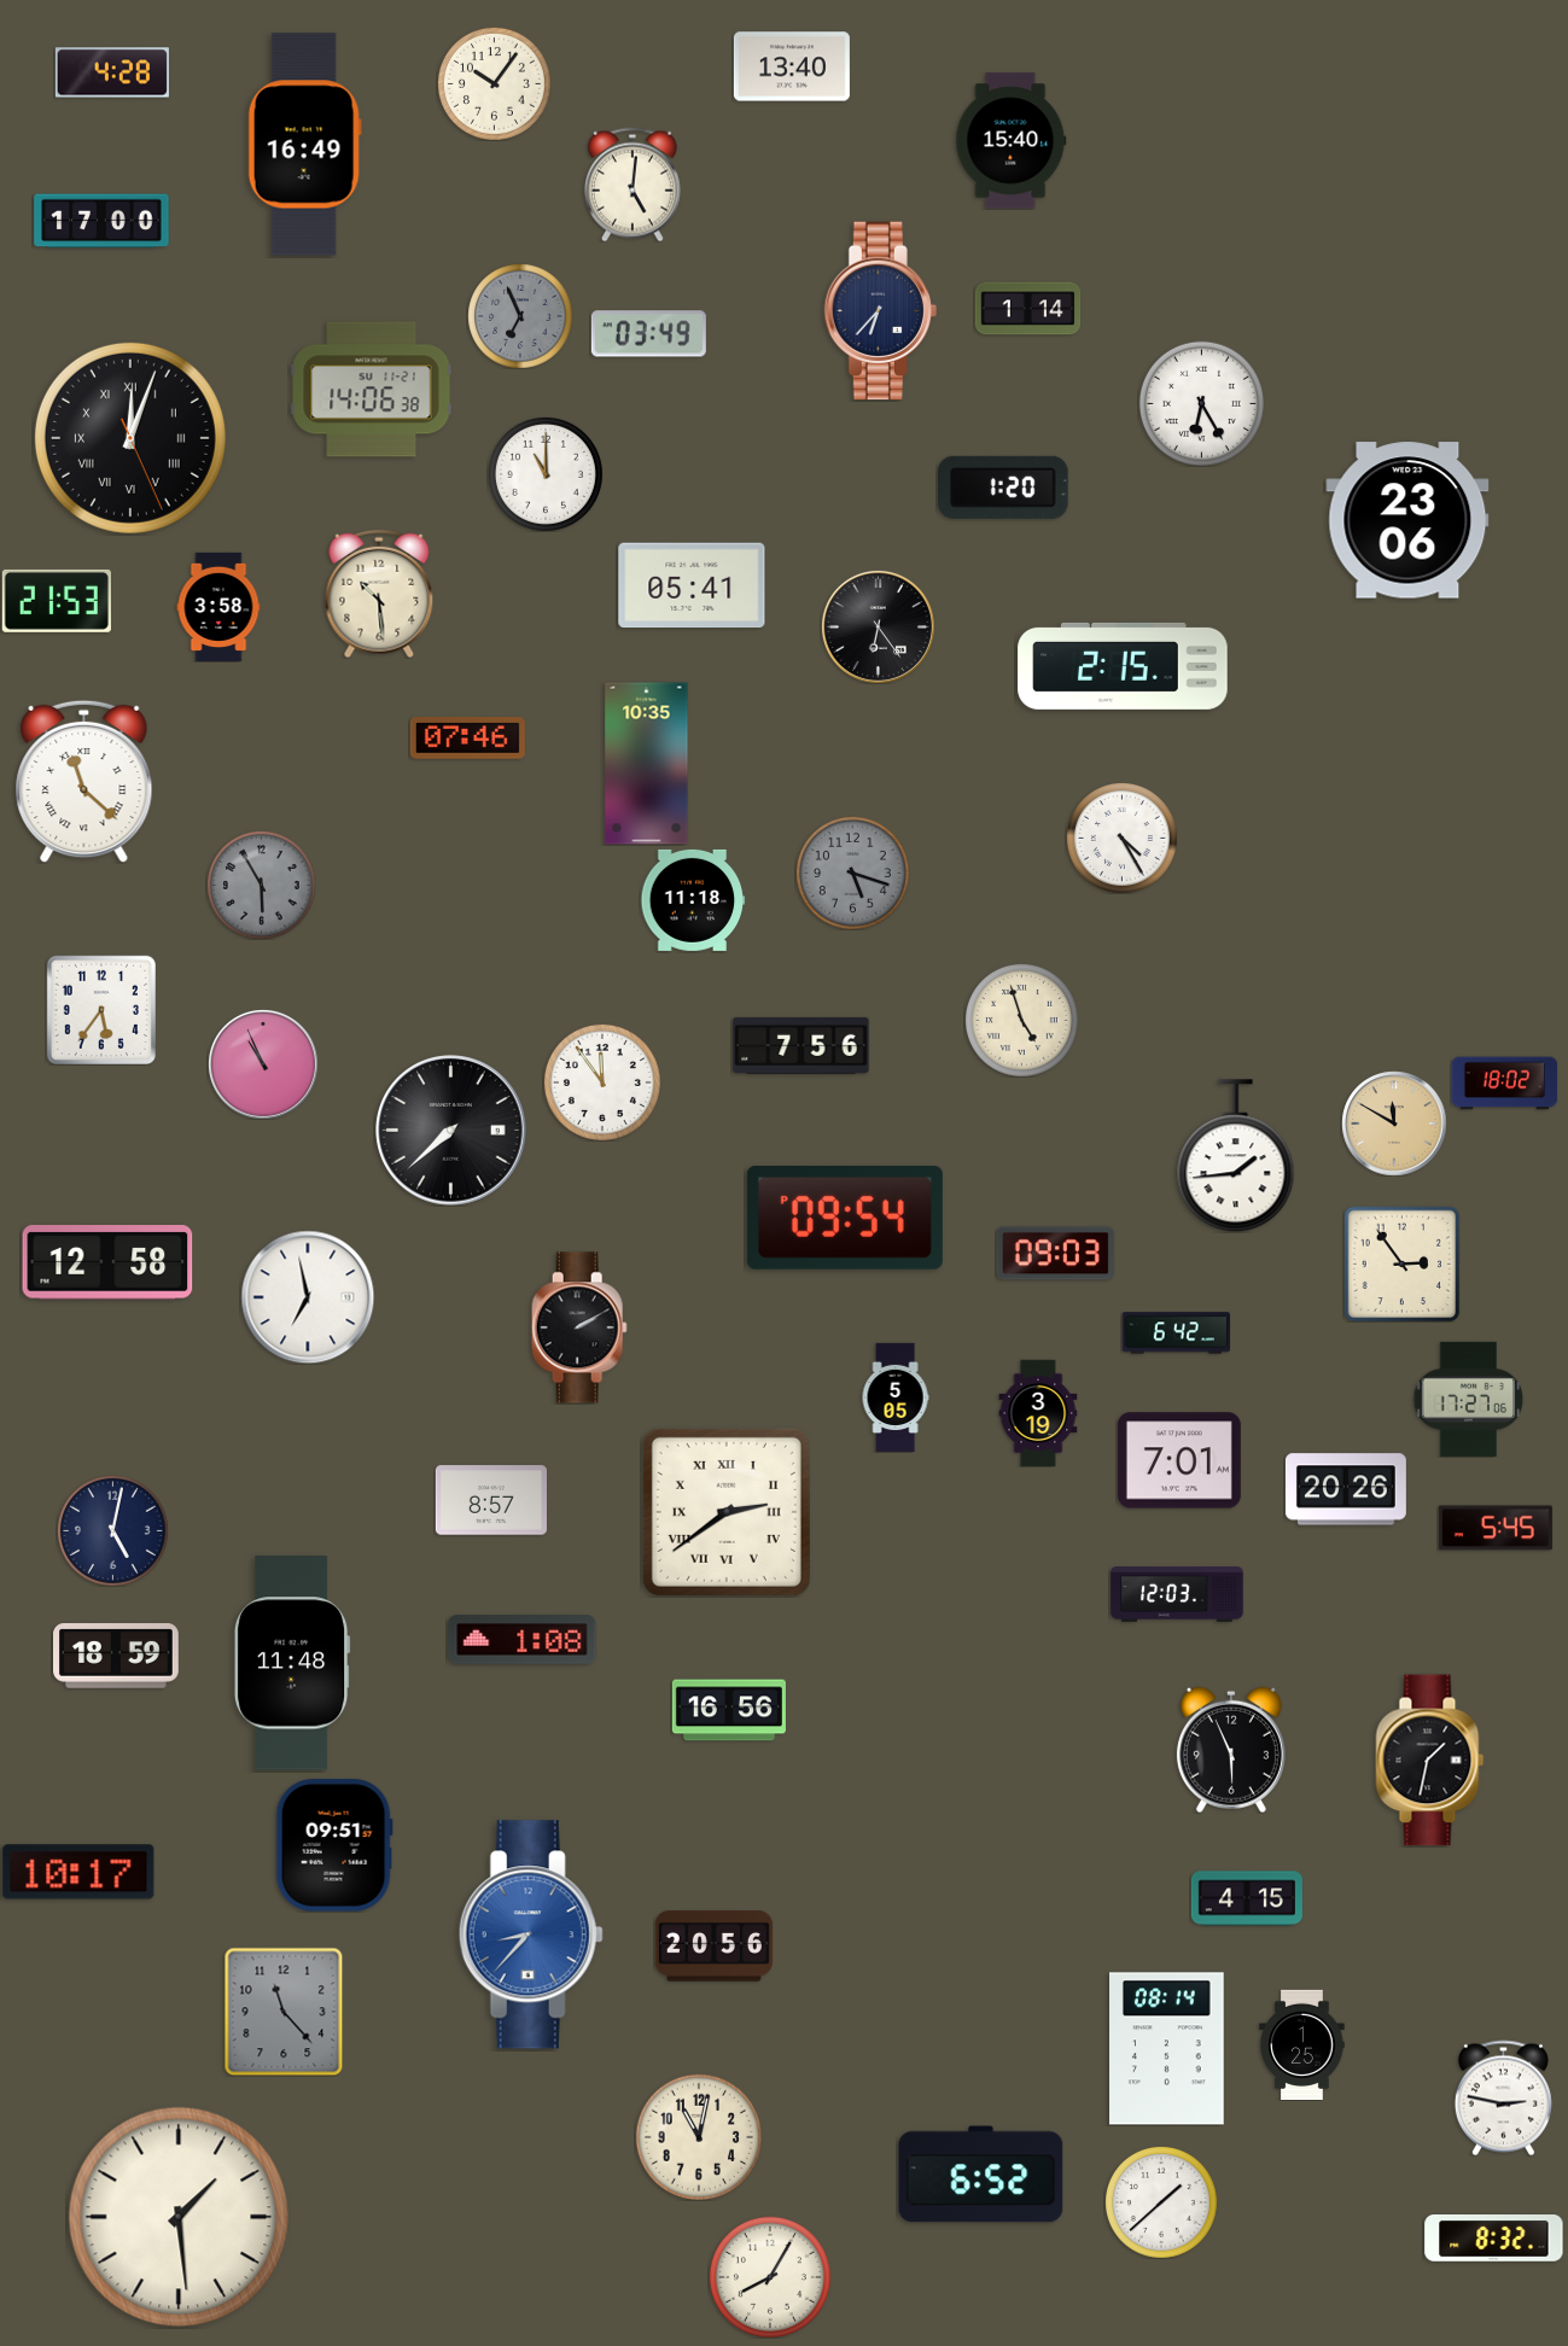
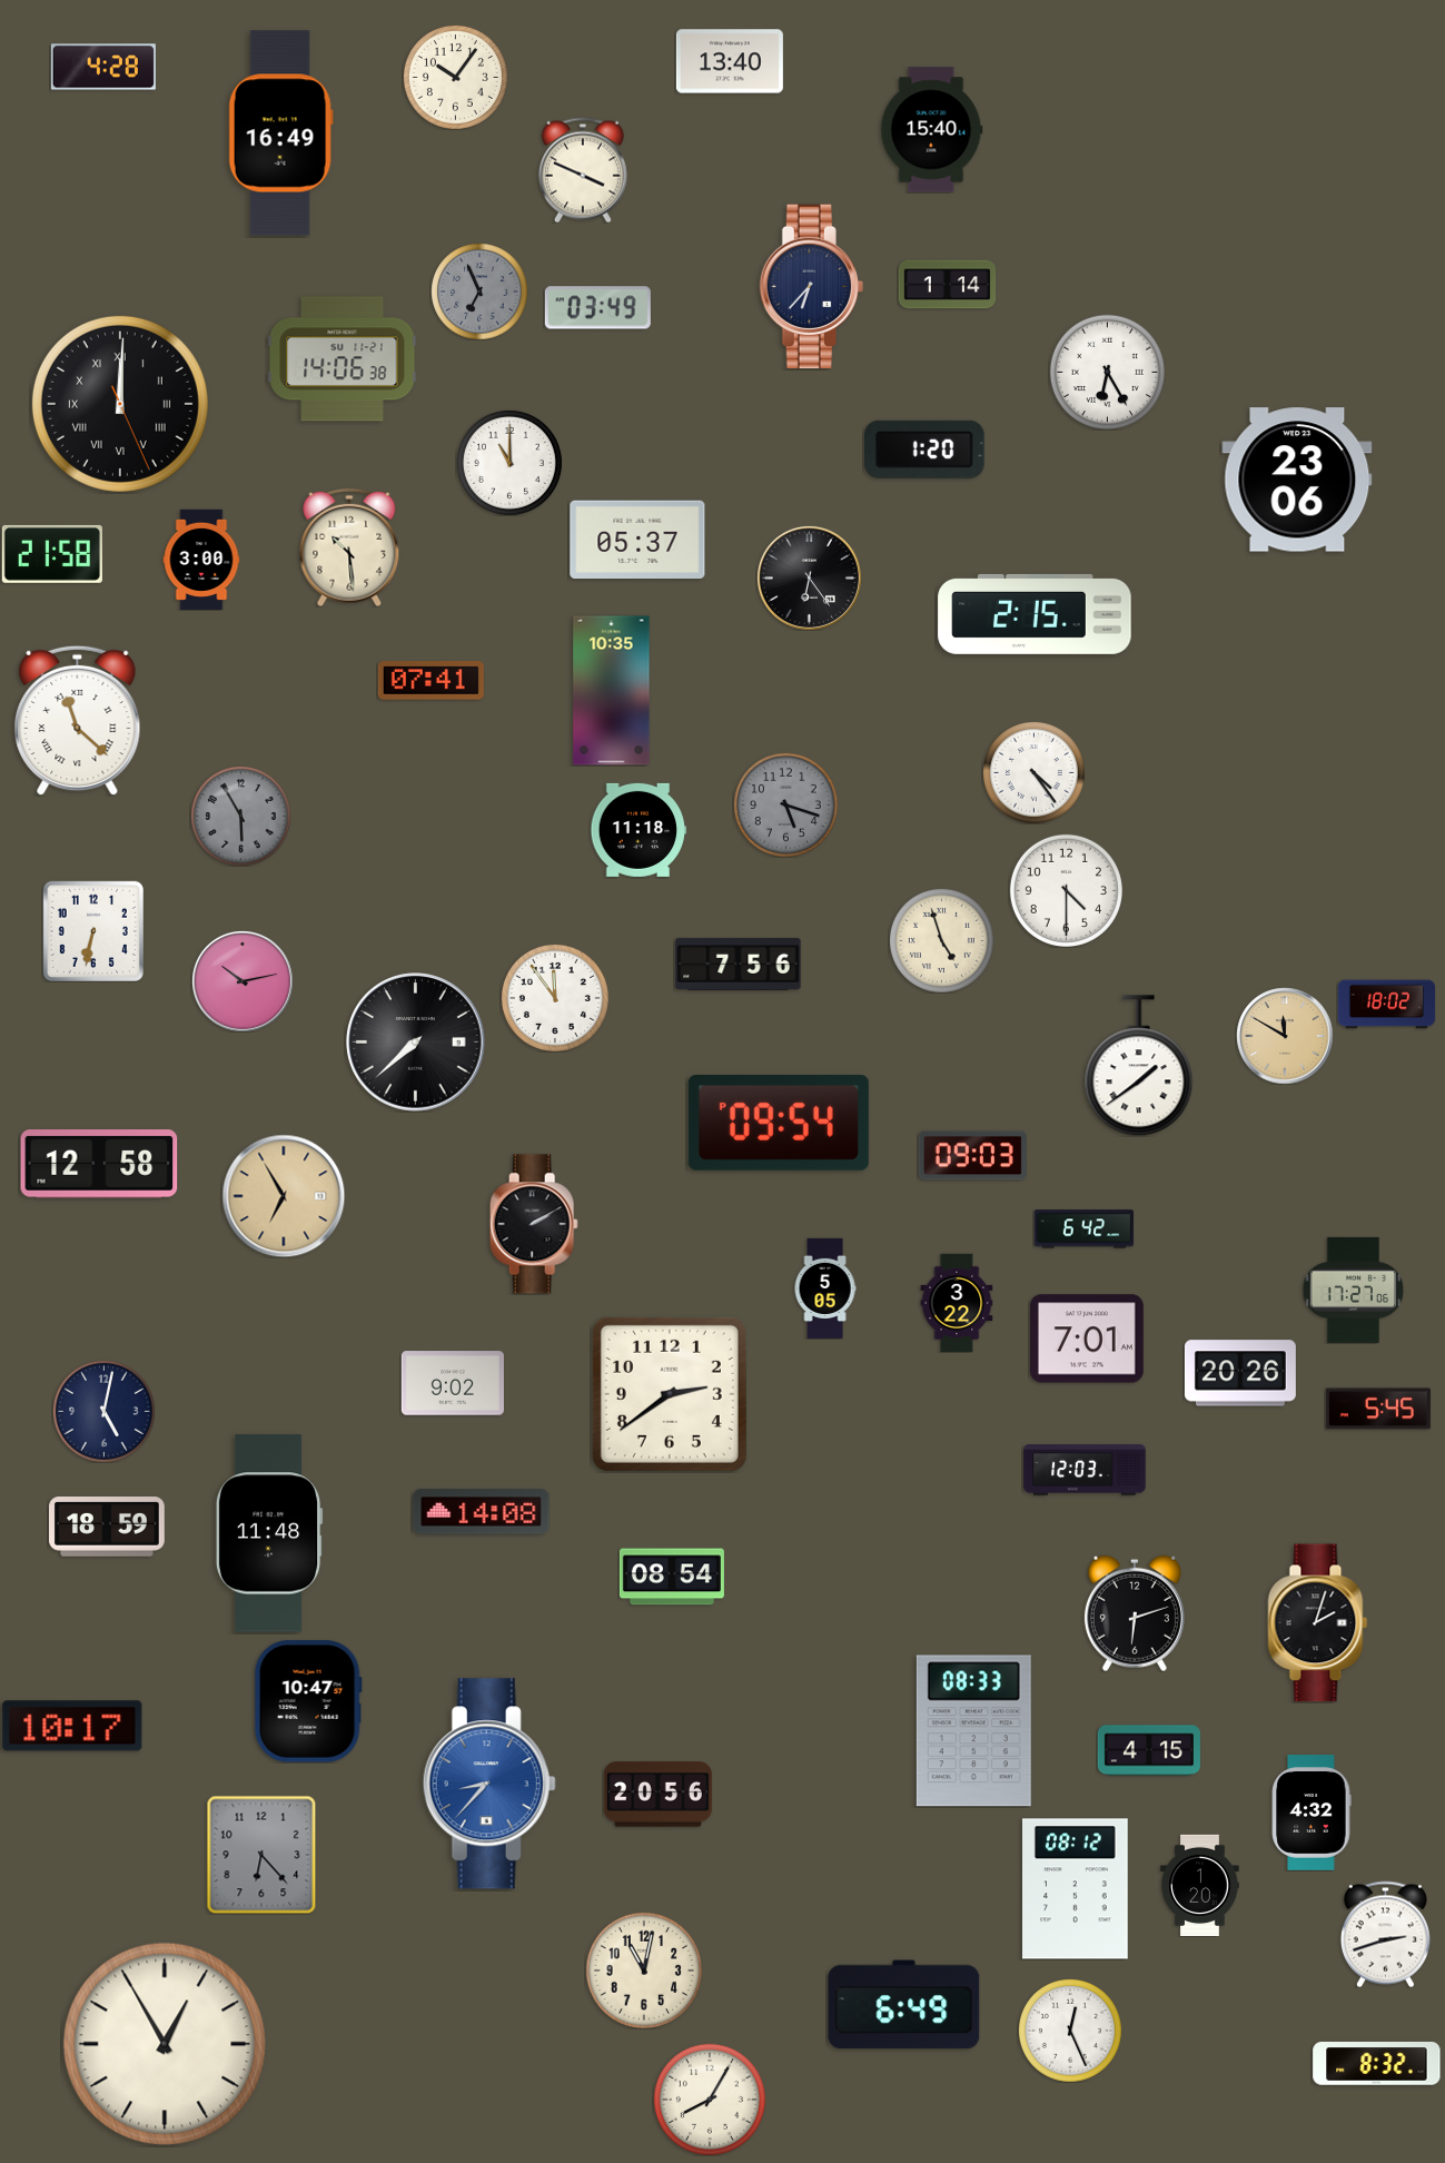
clock at (633, 185): 5:01 -> 3:49
clock at (101, 221): 17:00 -> none
clock at (130, 438): 12:03 -> 12:00
clock at (546, 474) position: (546, 474) -> (509, 463)
clock at (692, 585): 05:41 -> 05:37
clock at (57, 601): 21:53 -> 21:58
clock at (218, 607): 3:58 -> 3:00
clock at (467, 739): 07:46 -> 07:41
clock at (647, 764) position: (647, 764) -> (612, 691)
clock at (1123, 839): 4:25 -> 4:24
clock at (1066, 890): none -> 4:30
clock at (101, 1010): 5:36 -> 6:32
clock at (263, 1064): 10:56 -> 10:13
clock at (1504, 1084) position: (1504, 1084) -> (1386, 1005)
clock at (1236, 1156): 1:44 -> 1:39
clock at (1401, 1264): 2:54 -> none
clock at (308, 1297): 6:58 -> 6:55
clock at (308, 1297) dial: white -> champagne
clock at (1038, 1413): 3:19 -> 3:22
clock at (1179, 1460) position: (1179, 1460) -> (1087, 1339)
clock at (491, 1500): 8:57 -> 9:02
clock at (727, 1512) numerals: Roman -> Arabic
clock at (523, 1640): 1:08 -> 14:08
clock at (729, 1710): 16:56 -> 08:54
clock at (1231, 1750): 5:56 -> 6:12
clock at (1430, 1761): 1:32 -> 2:03
clock at (334, 1845): 09:51 -> 10:47
clock at (973, 1731): none -> 08:33
clock at (1312, 1813): none -> 4:32
clock at (284, 2012): 11:23 -> 6:23
clock at (1302, 2044): 1:25 -> 1:20
clock at (1167, 2049): 08:14 -> 08:12
clock at (1503, 2097): 2:47 -> 2:42
clock at (981, 2175): 6:52 -> 6:49
clock at (1161, 2202): 1:38 -> 12:26
clock at (179, 2217): 1:29 -> 12:55
